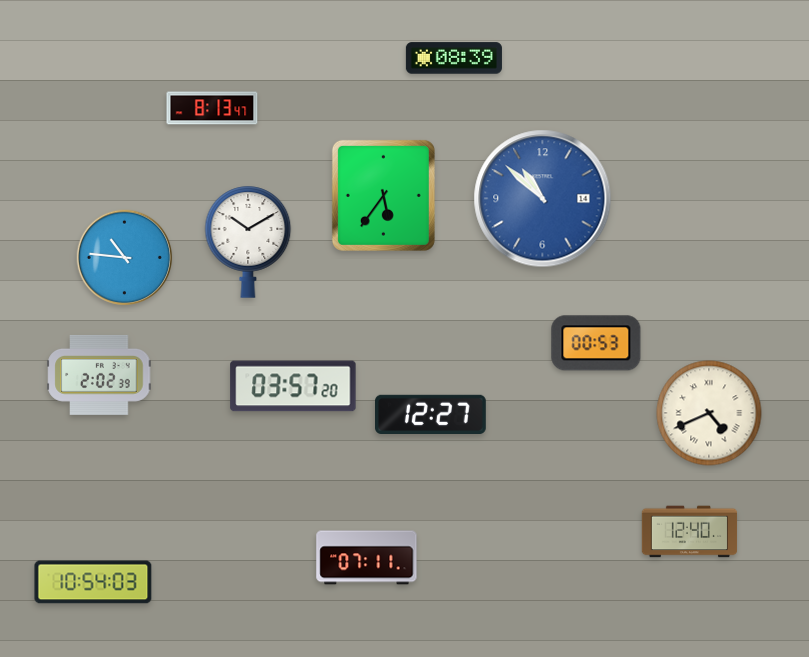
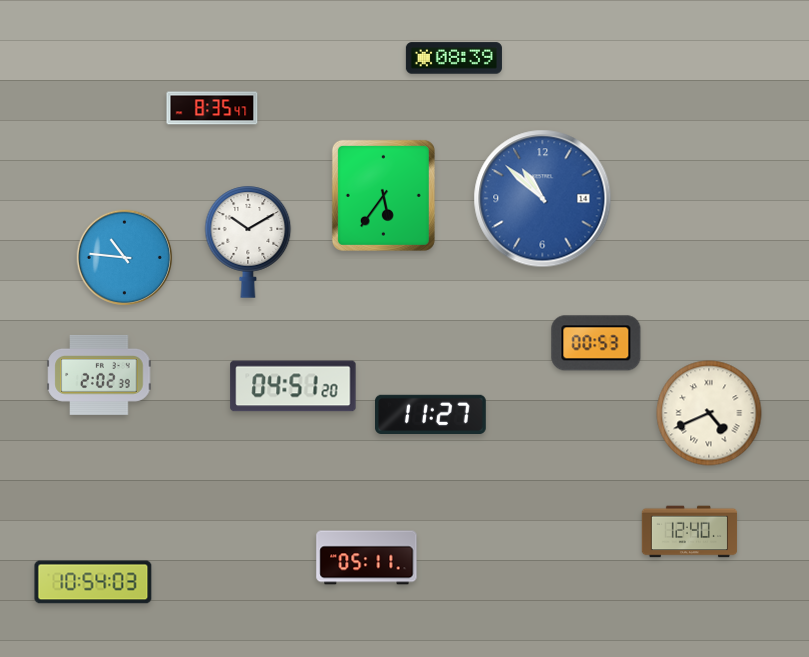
clock at (212, 108): 8:13 -> 8:35
clock at (293, 386): 03:57 -> 04:51
clock at (431, 415): 12:27 -> 11:27
clock at (367, 558): 07:11 -> 05:11
